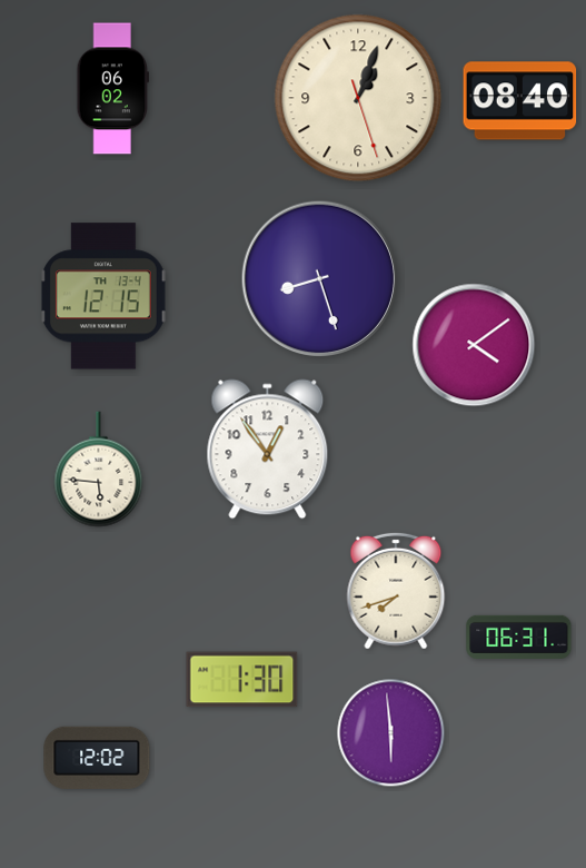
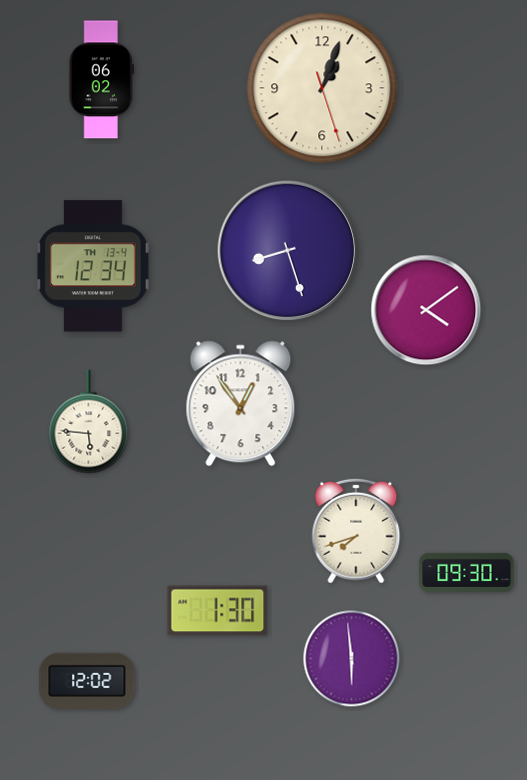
clock at (520, 101): 08:40 -> none
clock at (103, 296): 12:15 -> 12:34
clock at (519, 637): 06:31 -> 09:30
